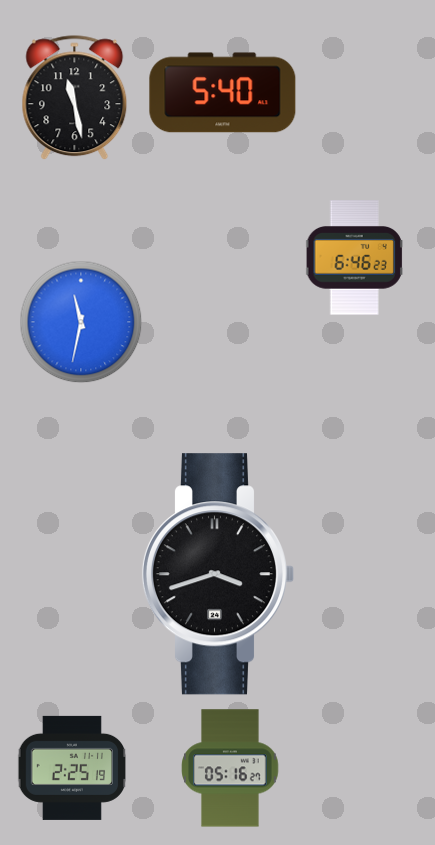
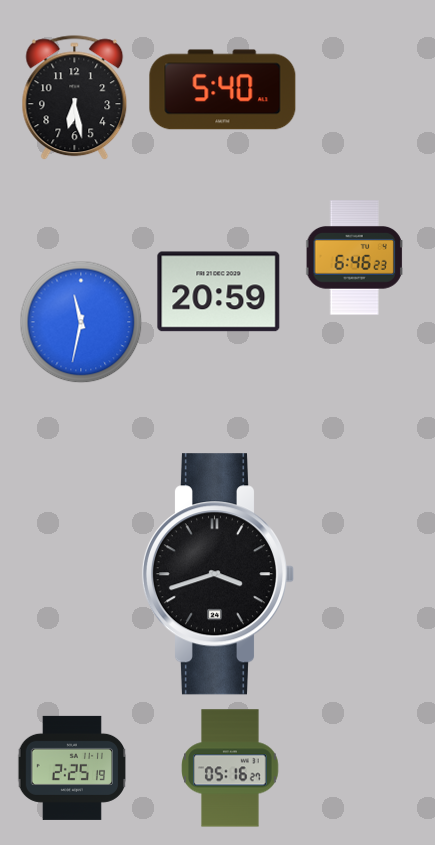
clock at (223, 93) position: (223, 93) -> (223, 90)
clock at (75, 98): 11:28 -> 6:28
clock at (219, 292): none -> 20:59
